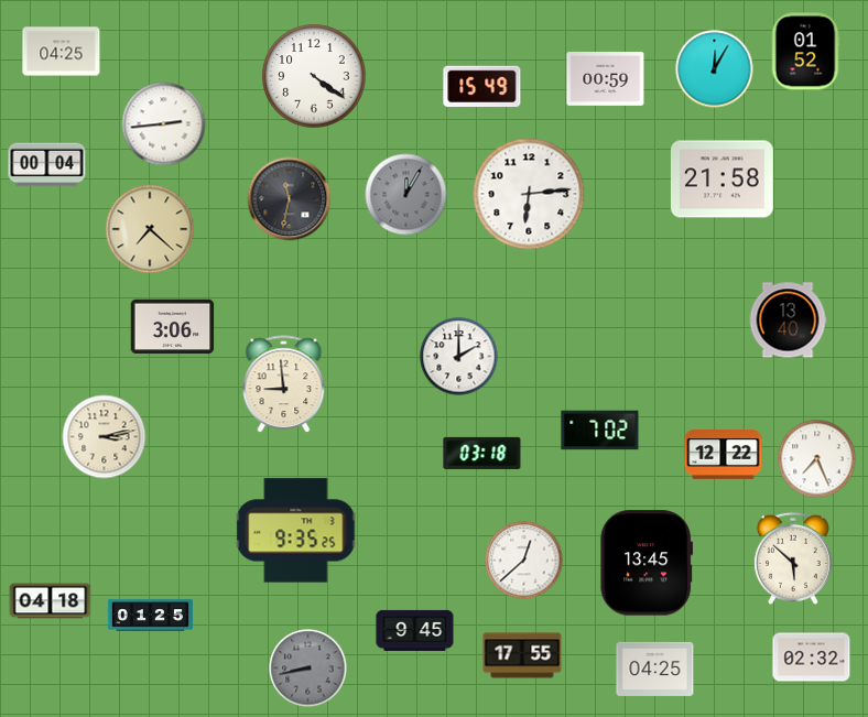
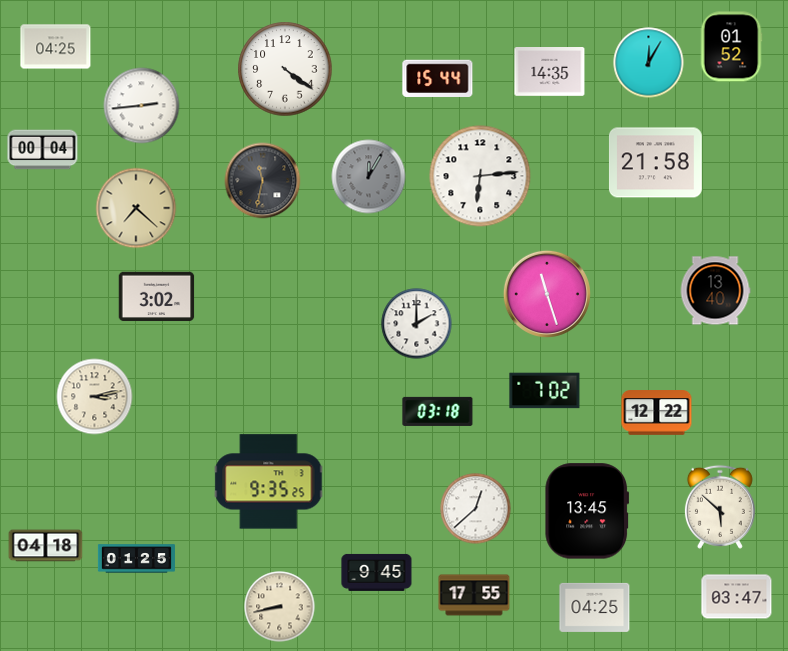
clock at (606, 79): 00:59 -> 14:35
clock at (482, 86): 15:49 -> 15:44
clock at (164, 124) position: (164, 124) -> (142, 106)
clock at (547, 294): none -> 11:27
clock at (173, 327): 3:06 -> 3:02
clock at (284, 384): 8:59 -> none
clock at (817, 459): 7:26 -> none
clock at (812, 658): 02:32 -> 03:47
clock at (308, 669) dial: grey -> cream
